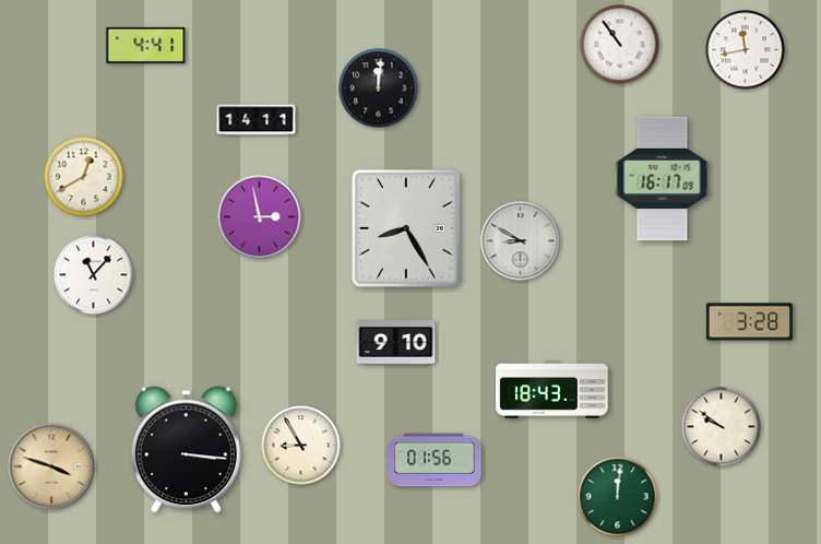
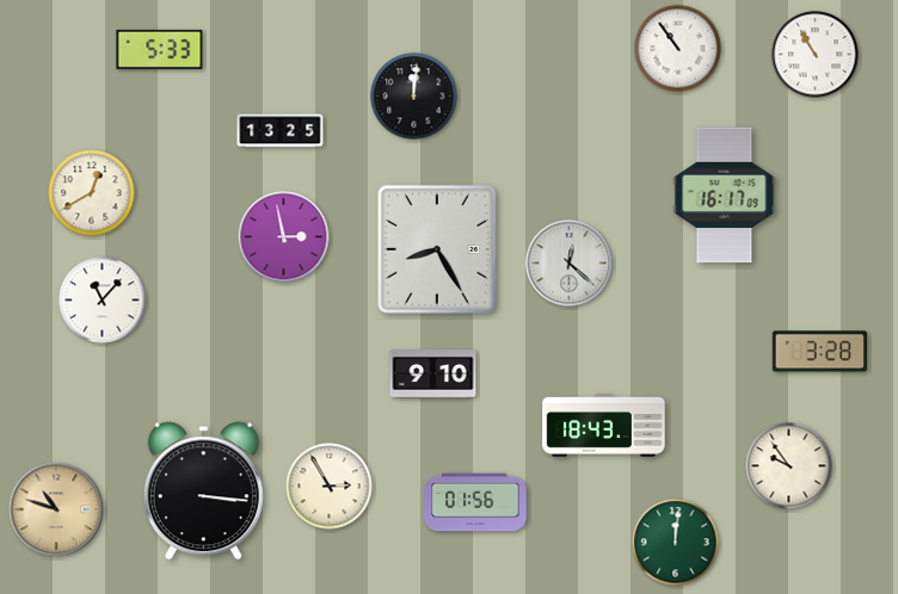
clock at (146, 45): 4:41 -> 5:33
clock at (746, 50): 11:43 -> 10:55
clock at (257, 120): 14:11 -> 13:25
clock at (406, 228) position: (406, 228) -> (437, 249)
clock at (521, 241): 8:50 -> 12:22
clock at (722, 427): 9:51 -> 9:54
clock at (301, 446): 8:55 -> 2:55
clock at (51, 466): 3:48 -> 10:48
